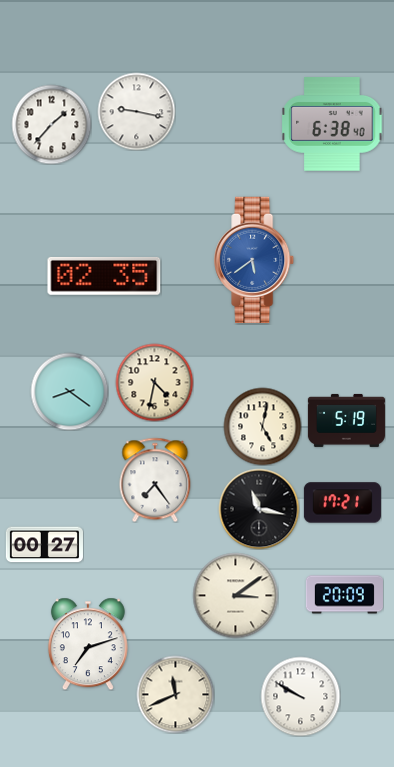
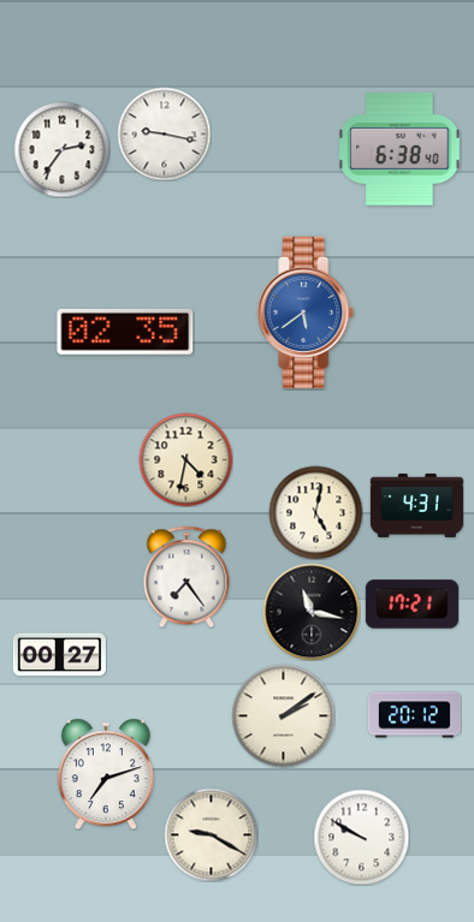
clock at (51, 124): 1:37 -> 2:36
clock at (69, 391): 8:21 -> none
clock at (346, 420): 5:19 -> 4:31
clock at (44, 545) position: (44, 545) -> (59, 655)
clock at (235, 595): 3:09 -> 2:09
clock at (344, 595): 20:09 -> 20:12
clock at (175, 694): 11:41 -> 9:20
